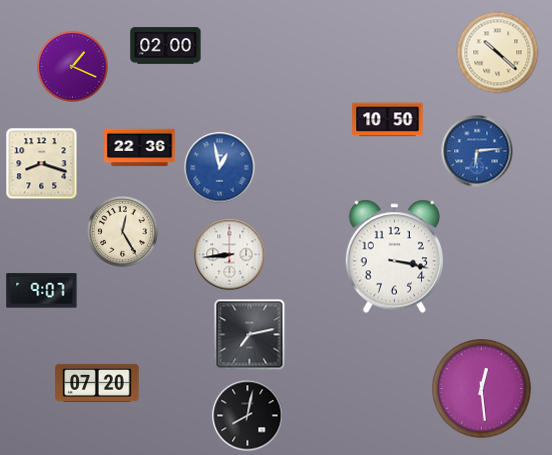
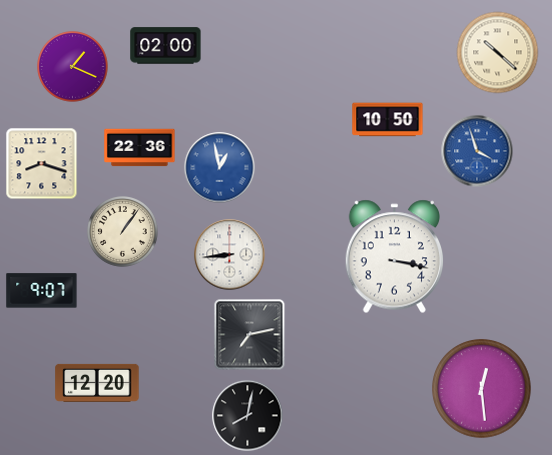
clock at (477, 151): 6:14 -> 3:57
clock at (123, 232): 12:25 -> 1:06
clock at (97, 383): 07:20 -> 12:20
